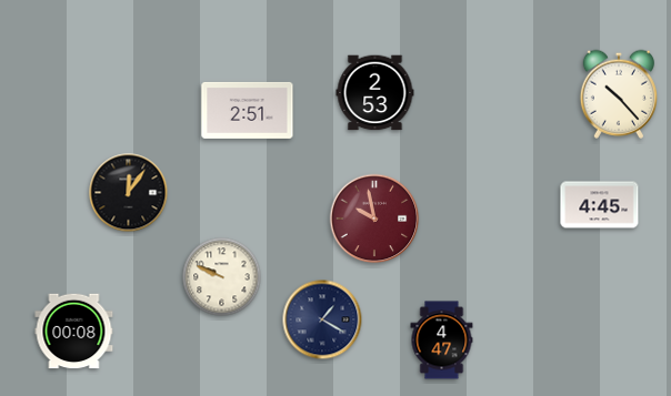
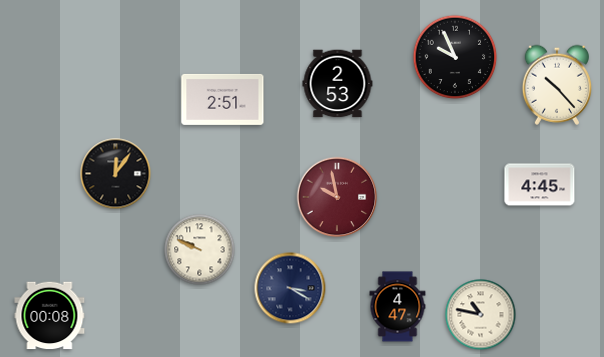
clock at (455, 57): none -> 9:56
clock at (322, 319): 1:20 -> 3:20
clock at (74, 332) position: (74, 332) -> (50, 316)
clock at (481, 315): none -> 10:47
